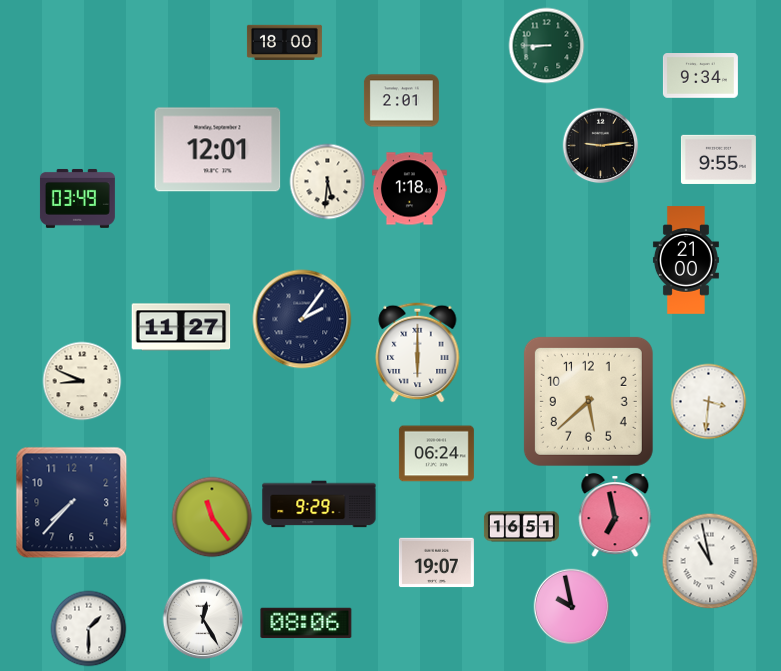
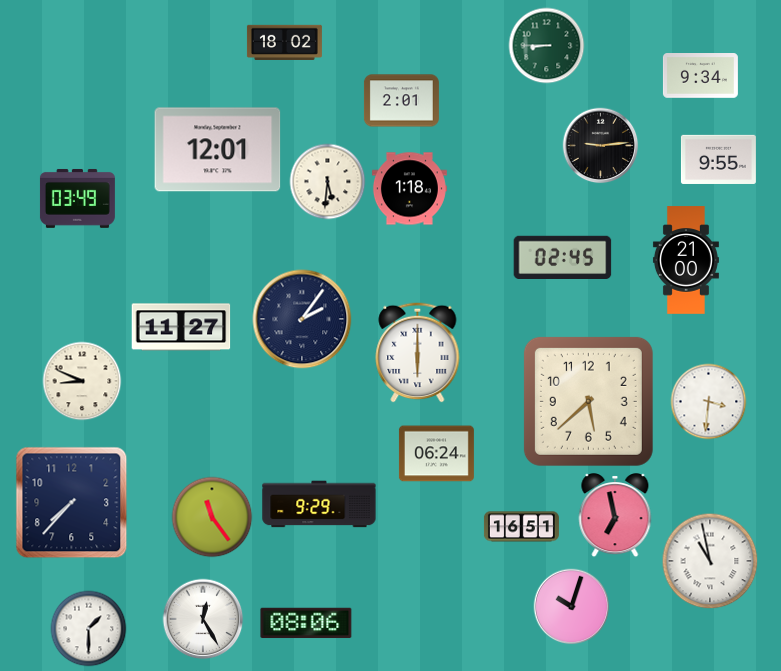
clock at (284, 42): 18:00 -> 18:02
clock at (563, 258): none -> 02:45
clock at (436, 563): 19:07 -> none
clock at (572, 607): 9:58 -> 10:03
